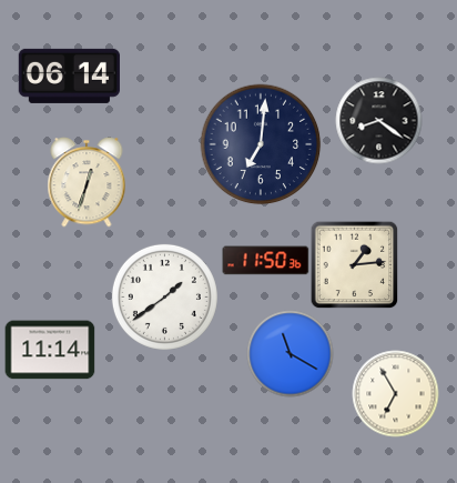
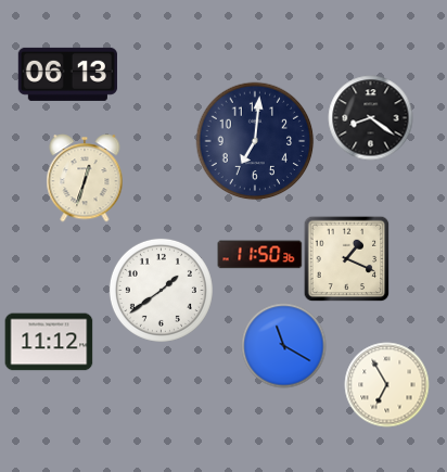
clock at (69, 76): 06:14 -> 06:13
clock at (354, 264): 1:14 -> 1:19
clock at (50, 350): 11:14 -> 11:12
